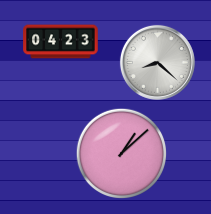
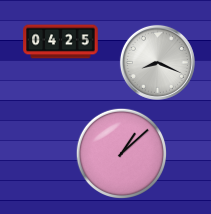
clock at (61, 42): 04:23 -> 04:25
clock at (157, 62): 8:22 -> 8:19
